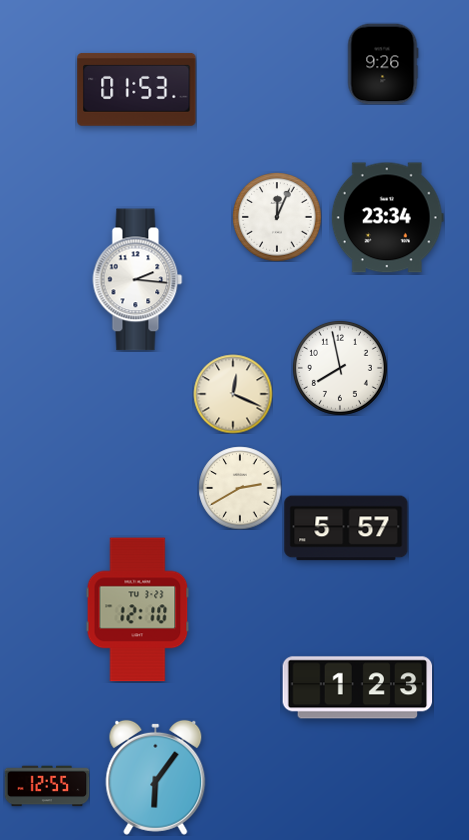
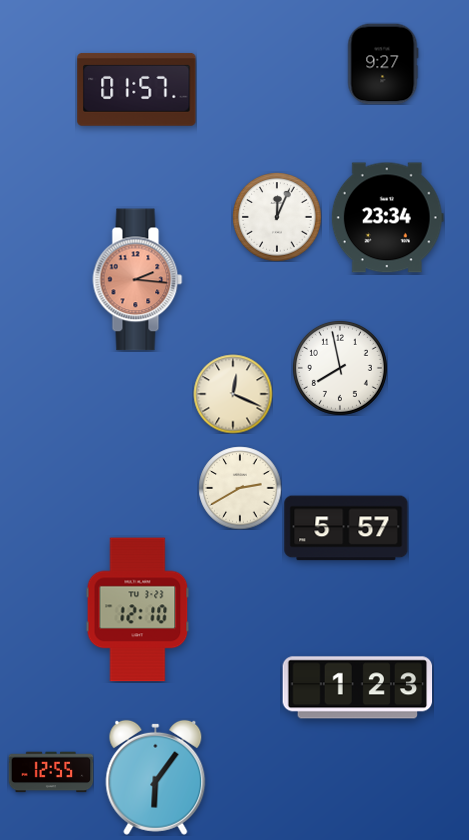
clock at (383, 64): 9:26 -> 9:27
clock at (137, 89): 01:53 -> 01:57
clock at (138, 280) dial: white -> salmon
clock at (47, 786) position: (47, 786) -> (51, 772)
